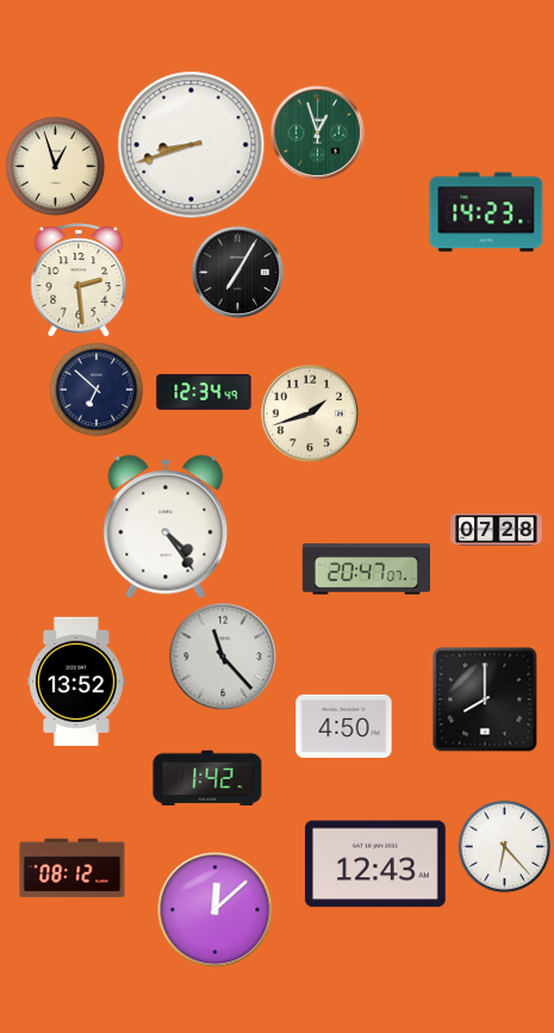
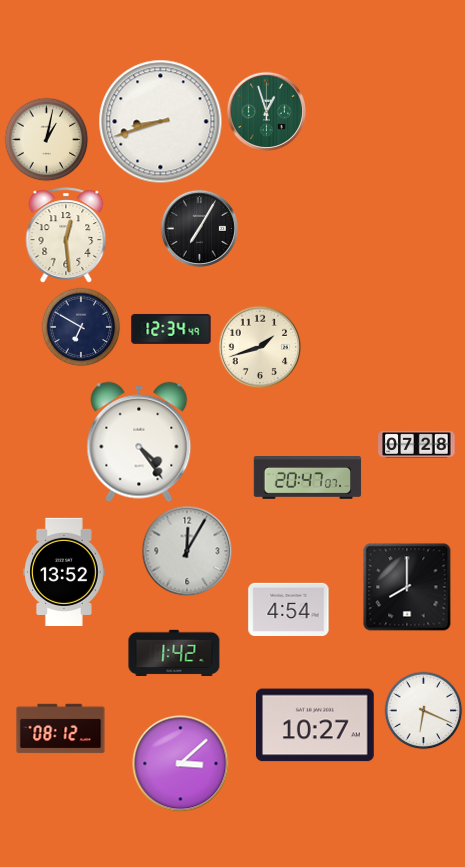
clock at (55, 166): 12:57 -> 1:02
clock at (486, 212): 14:23 -> none
clock at (79, 280): 2:29 -> 12:29
clock at (97, 390): 6:52 -> 6:50
clock at (223, 656): 11:23 -> 12:05
clock at (344, 726): 4:50 -> 4:54
clock at (504, 846): 6:23 -> 6:19
clock at (375, 864): 12:43 -> 10:27
clock at (216, 910): 12:08 -> 3:08
